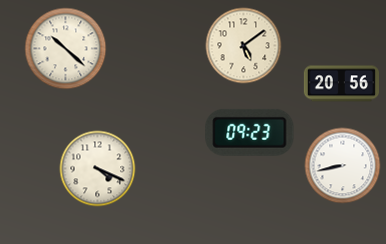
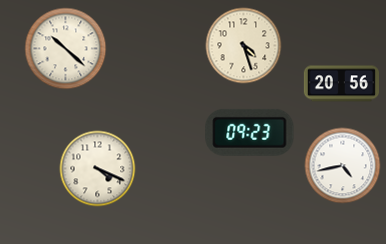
clock at (244, 46): 5:09 -> 4:27
clock at (343, 166): 8:43 -> 4:43
